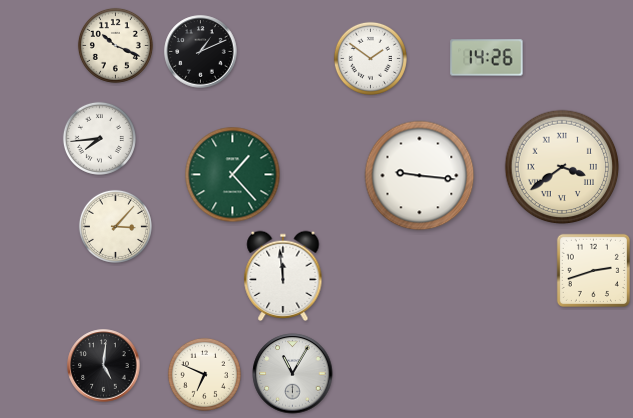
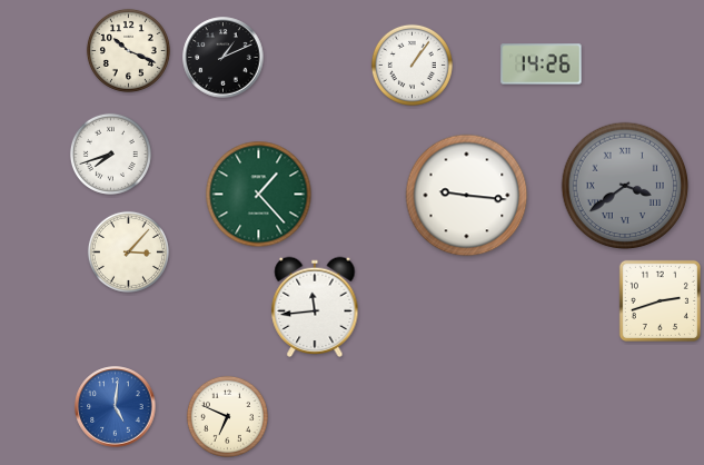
clock at (370, 58): 1:51 -> 1:06
clock at (99, 138): 7:44 -> 7:42
clock at (562, 167) dial: cream -> grey
clock at (283, 276): 11:59 -> 11:44
clock at (104, 366) dial: black -> blue
clock at (293, 374): 11:05 -> none
